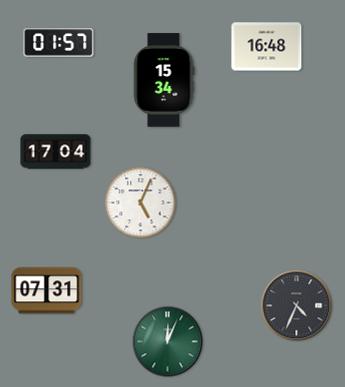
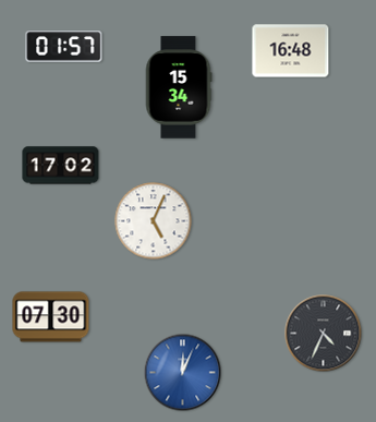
clock at (56, 152): 17:04 -> 17:02
clock at (47, 291): 07:31 -> 07:30
clock at (168, 342) dial: green -> blue
